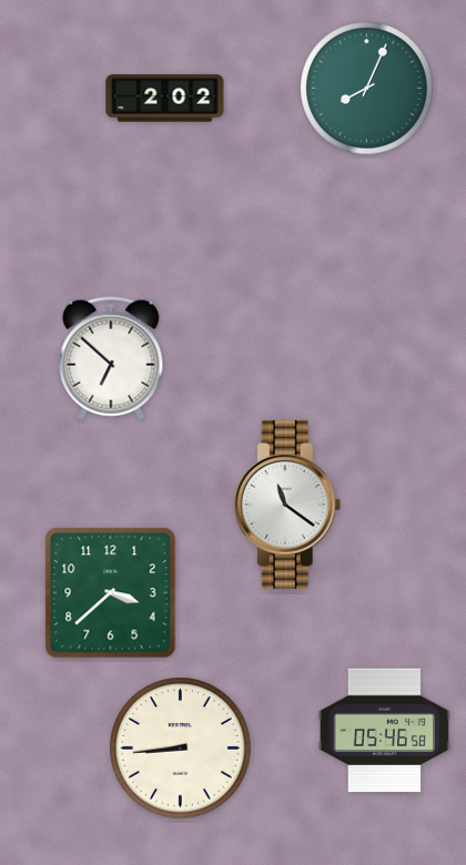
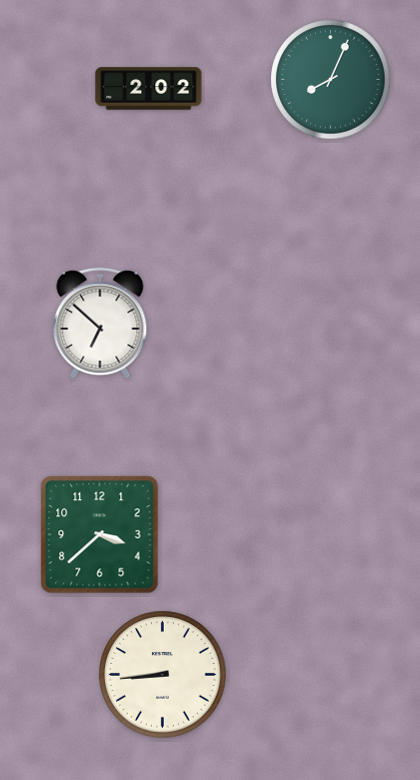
clock at (287, 505): 11:21 -> none
clock at (384, 731): 05:46 -> none
